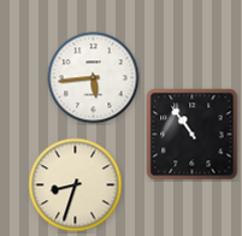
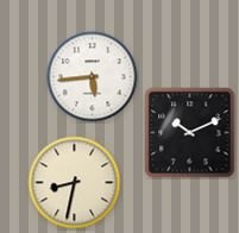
clock at (193, 135): 10:54 -> 10:11
clock at (76, 185): 8:33 -> 8:32
